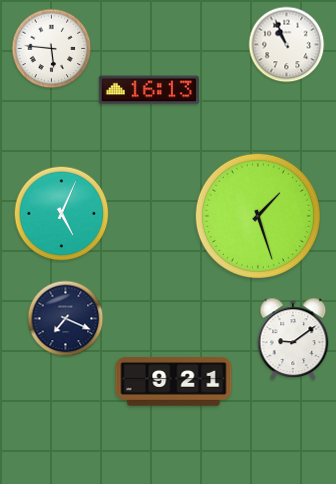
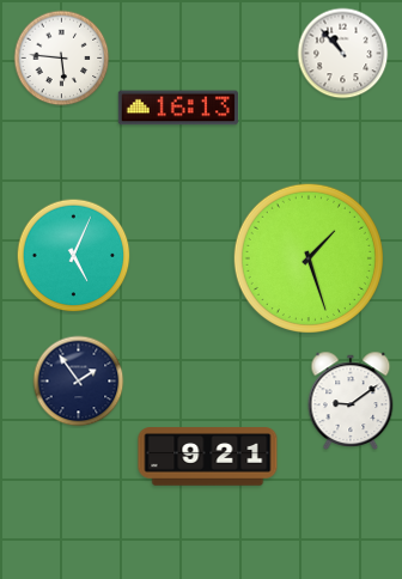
clock at (287, 45): 10:56 -> 10:53
clock at (66, 319): 7:19 -> 1:54
clock at (293, 338) position: (293, 338) -> (351, 400)
